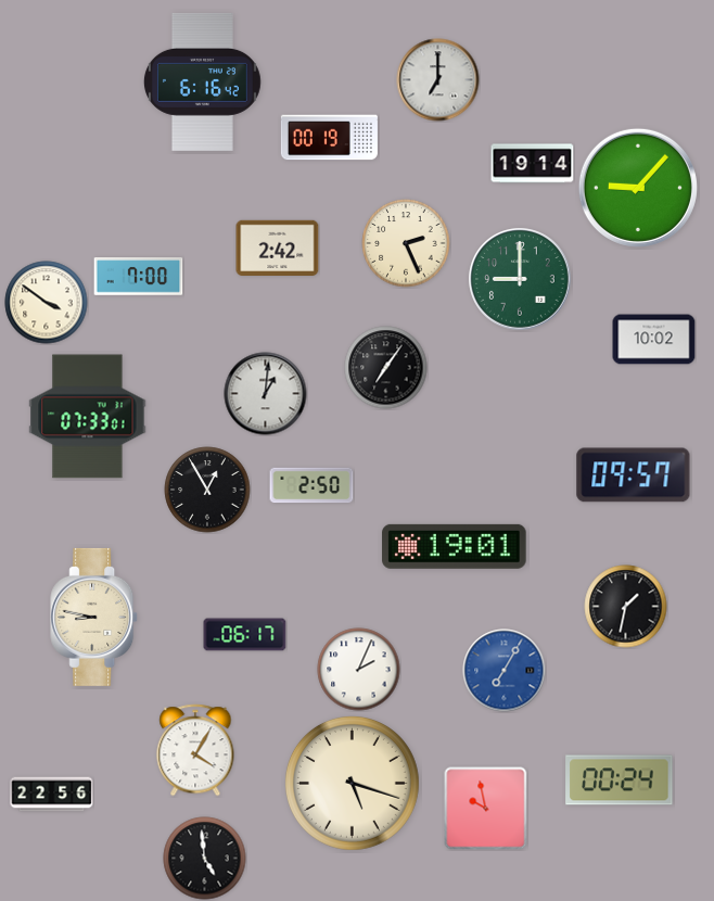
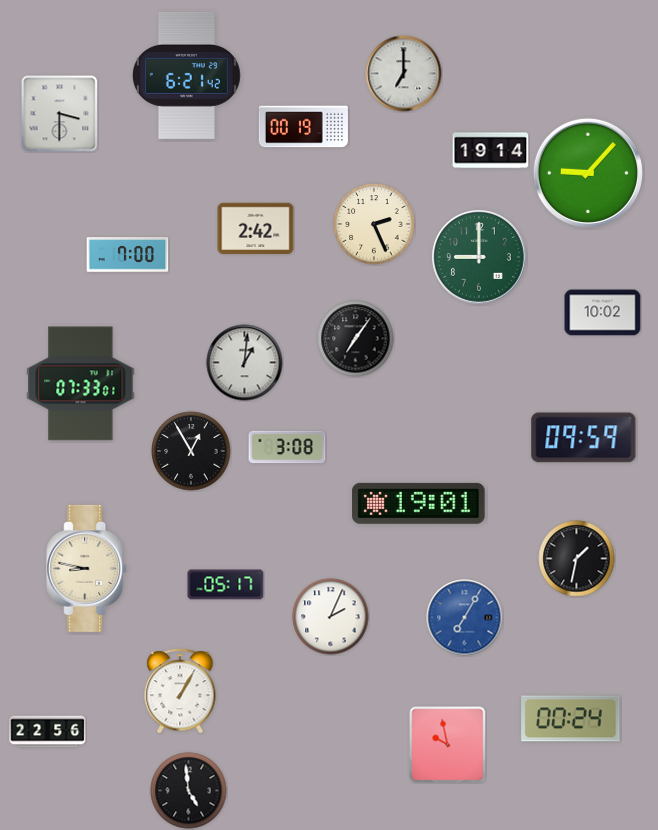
clock at (202, 81): 6:16 -> 6:21
clock at (60, 114): none -> 3:30
clock at (47, 303): 3:51 -> none
clock at (634, 475): 09:57 -> 09:59
clock at (311, 485): 2:50 -> 3:08
clock at (245, 635): 06:17 -> 05:17
clock at (195, 750): 4:05 -> 1:05
clock at (352, 783): 5:18 -> none
